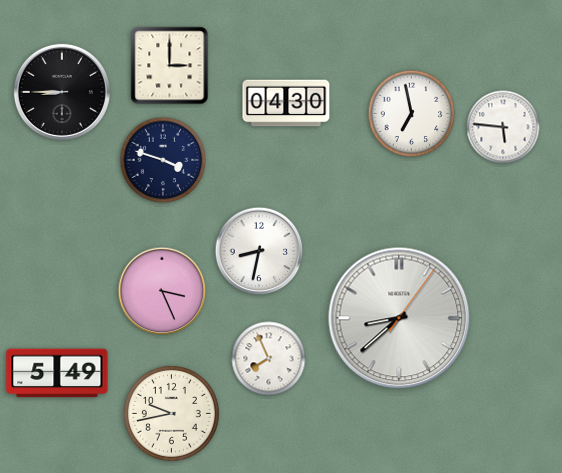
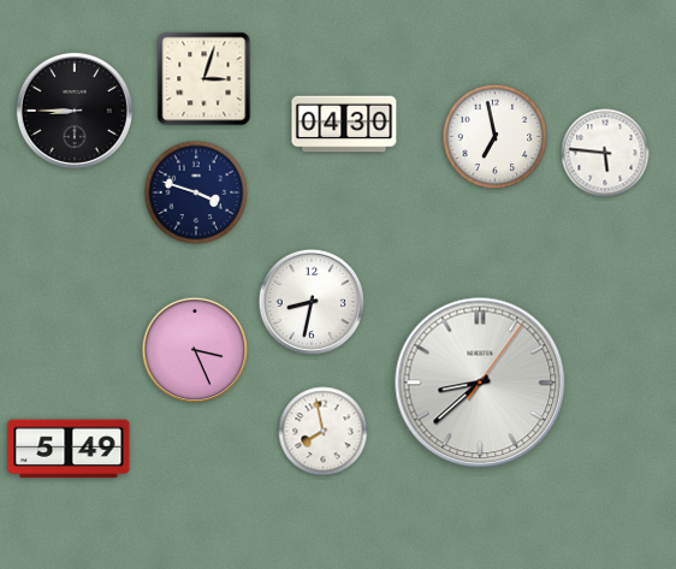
clock at (170, 66): 3:00 -> 3:03
clock at (269, 359): 7:56 -> 7:58
clock at (171, 413): 9:43 -> none
